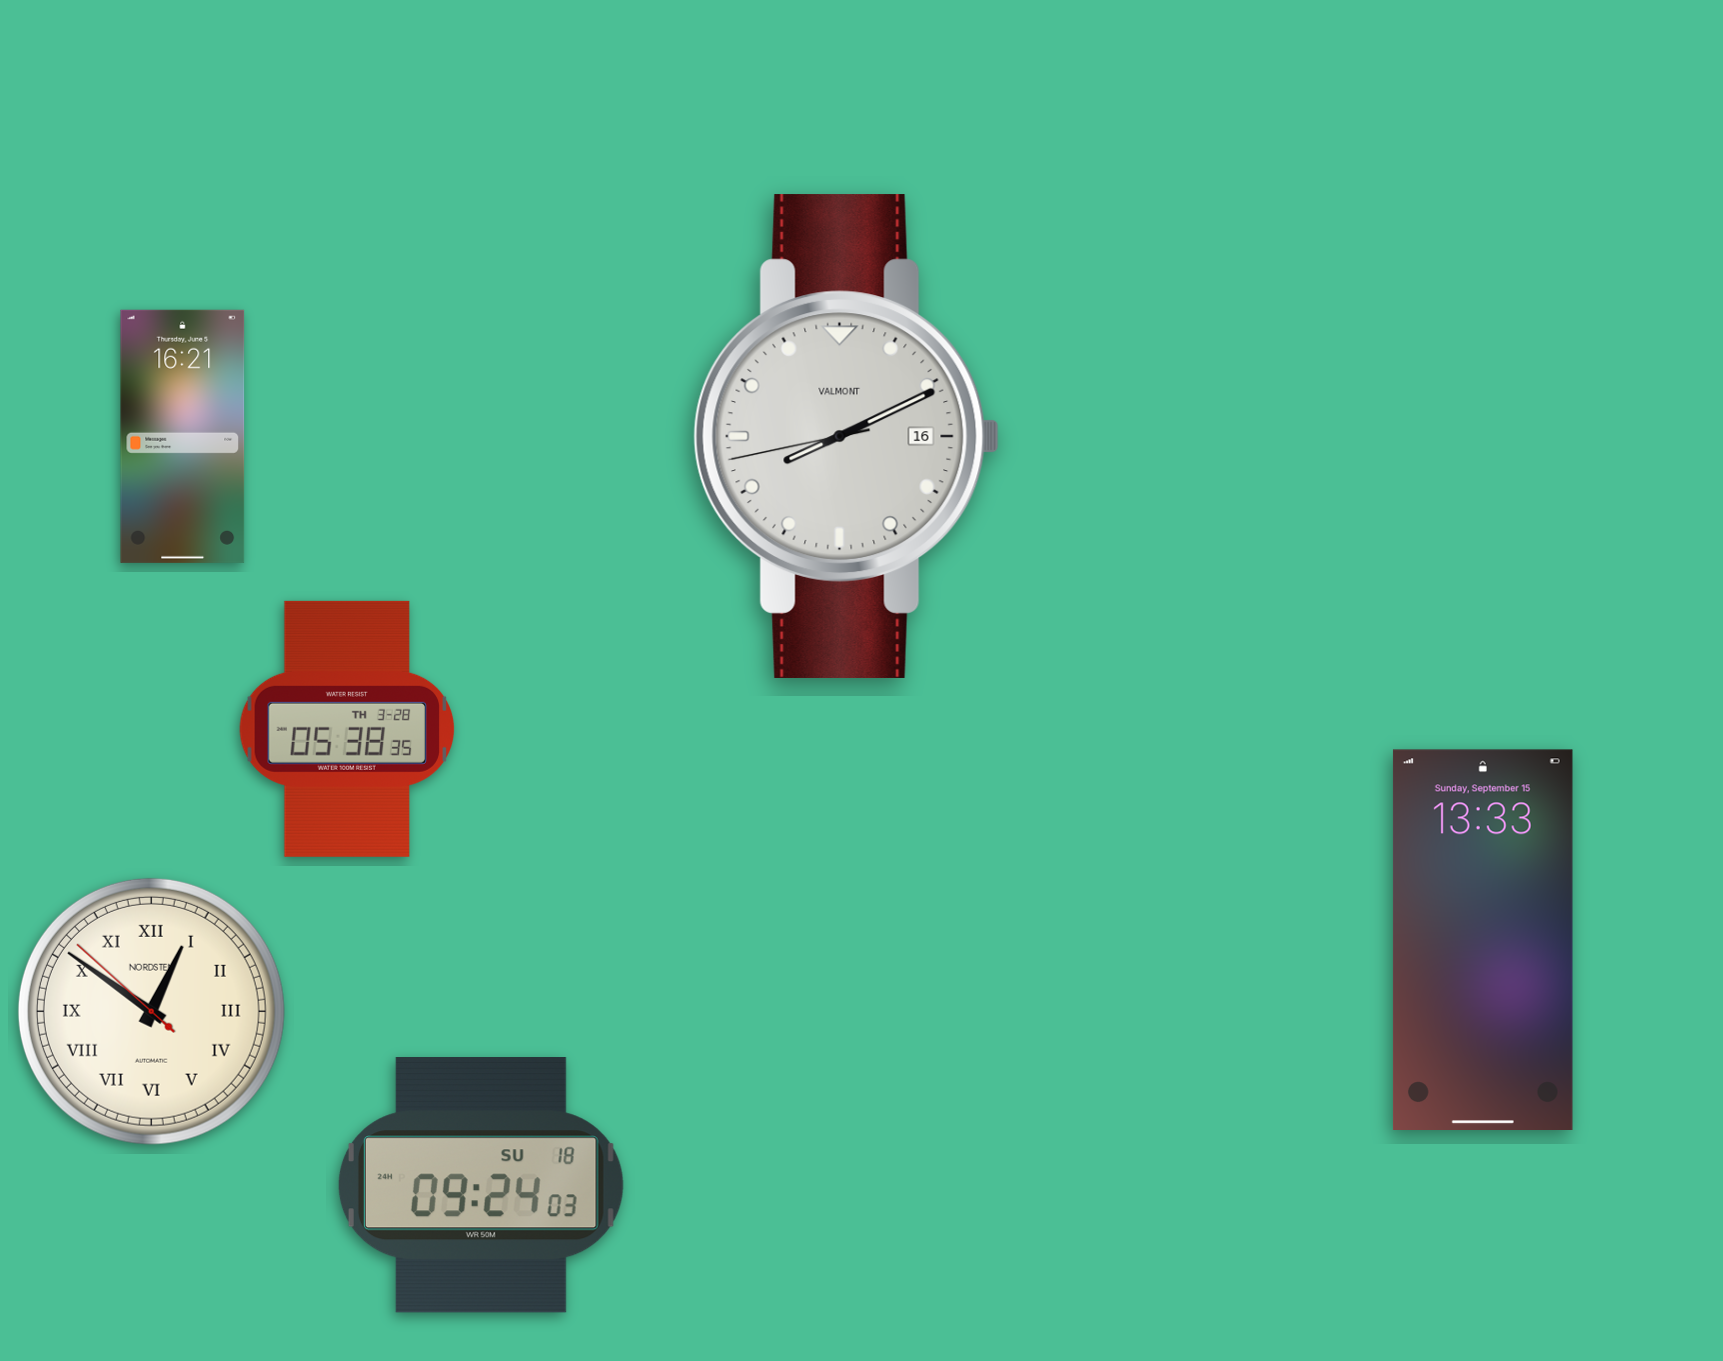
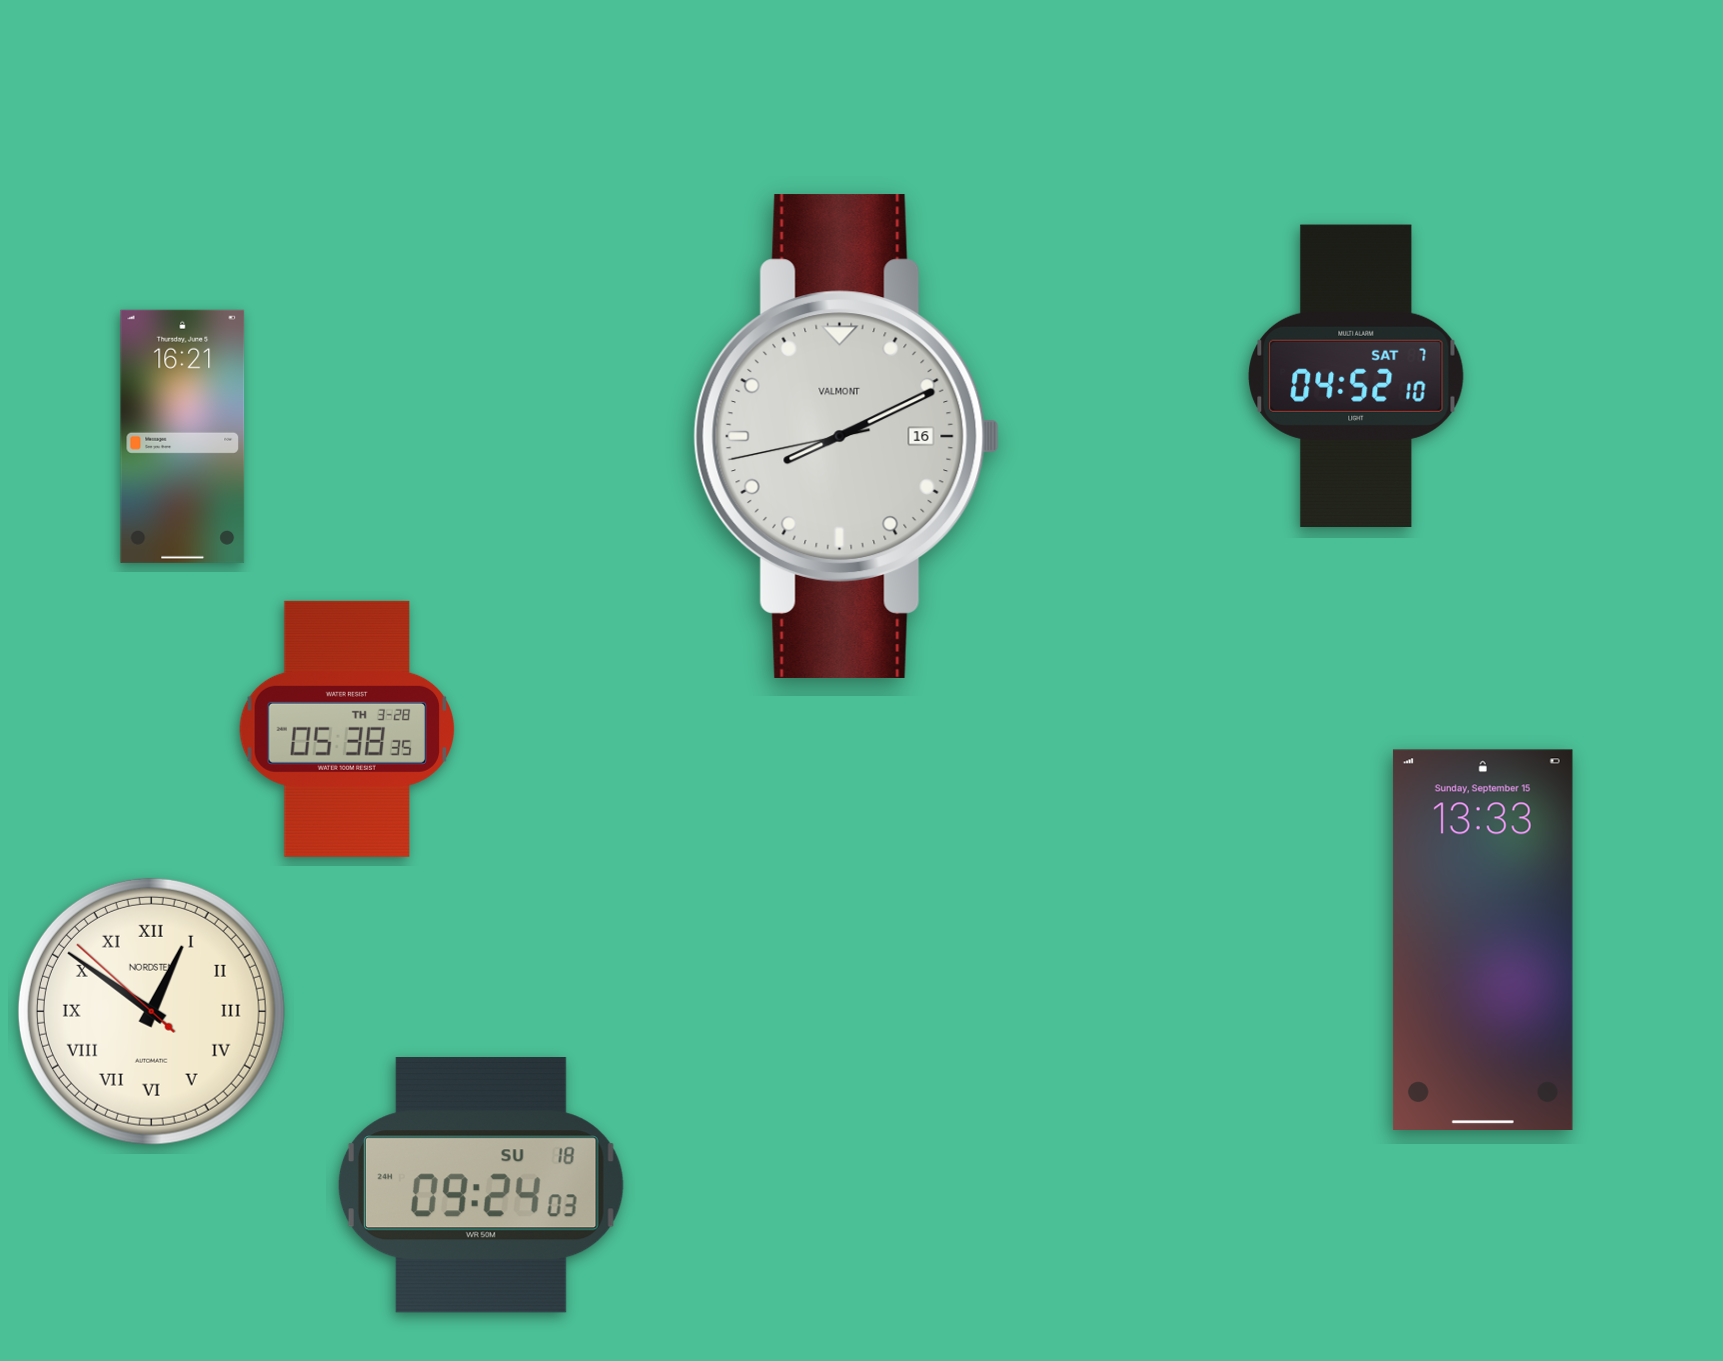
clock at (1356, 375): none -> 04:52
